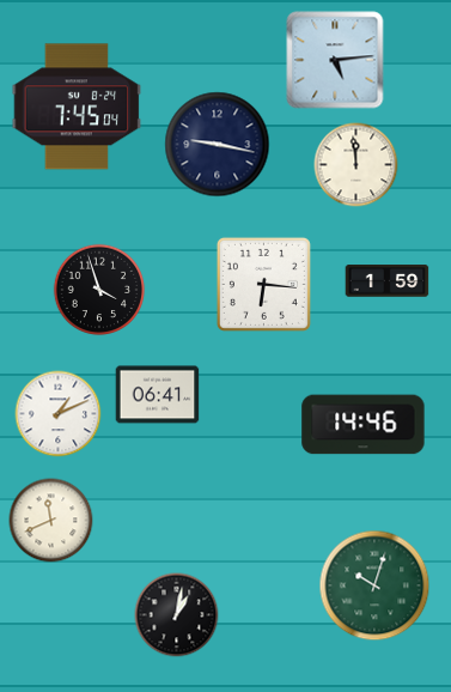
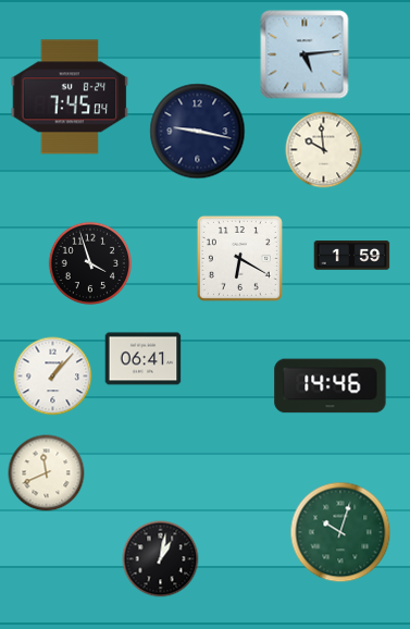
clock at (356, 165): 11:59 -> 9:59
clock at (263, 284): 6:16 -> 6:20
clock at (59, 414): 1:11 -> 1:07
